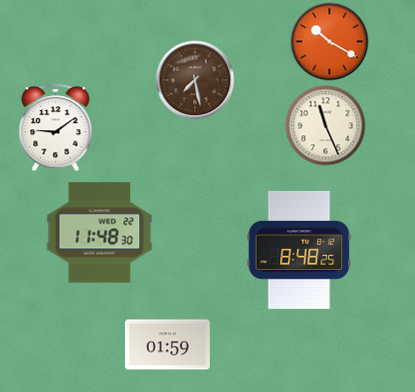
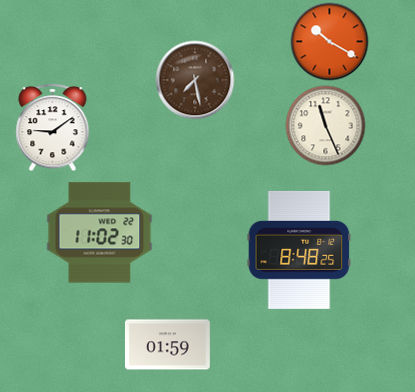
clock at (56, 128) position: (56, 128) -> (53, 128)
clock at (100, 233): 11:48 -> 11:02
